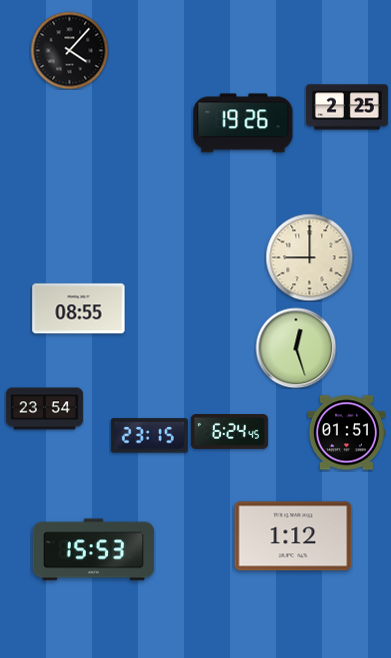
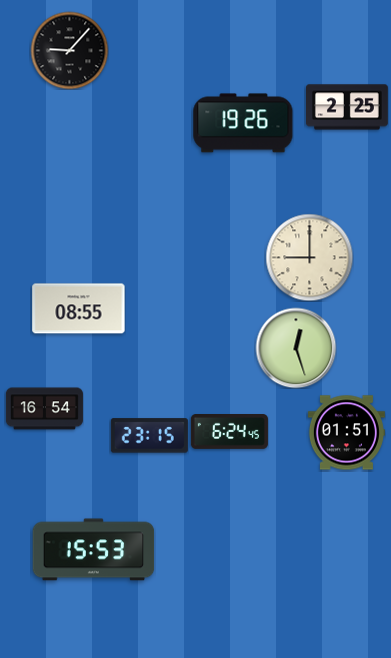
clock at (69, 50): 4:07 -> 9:07
clock at (44, 409): 23:54 -> 16:54
clock at (293, 536): 1:12 -> none
